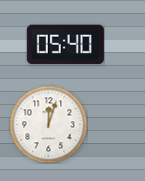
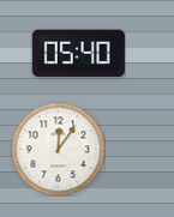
clock at (48, 124): 12:03 -> 12:06
